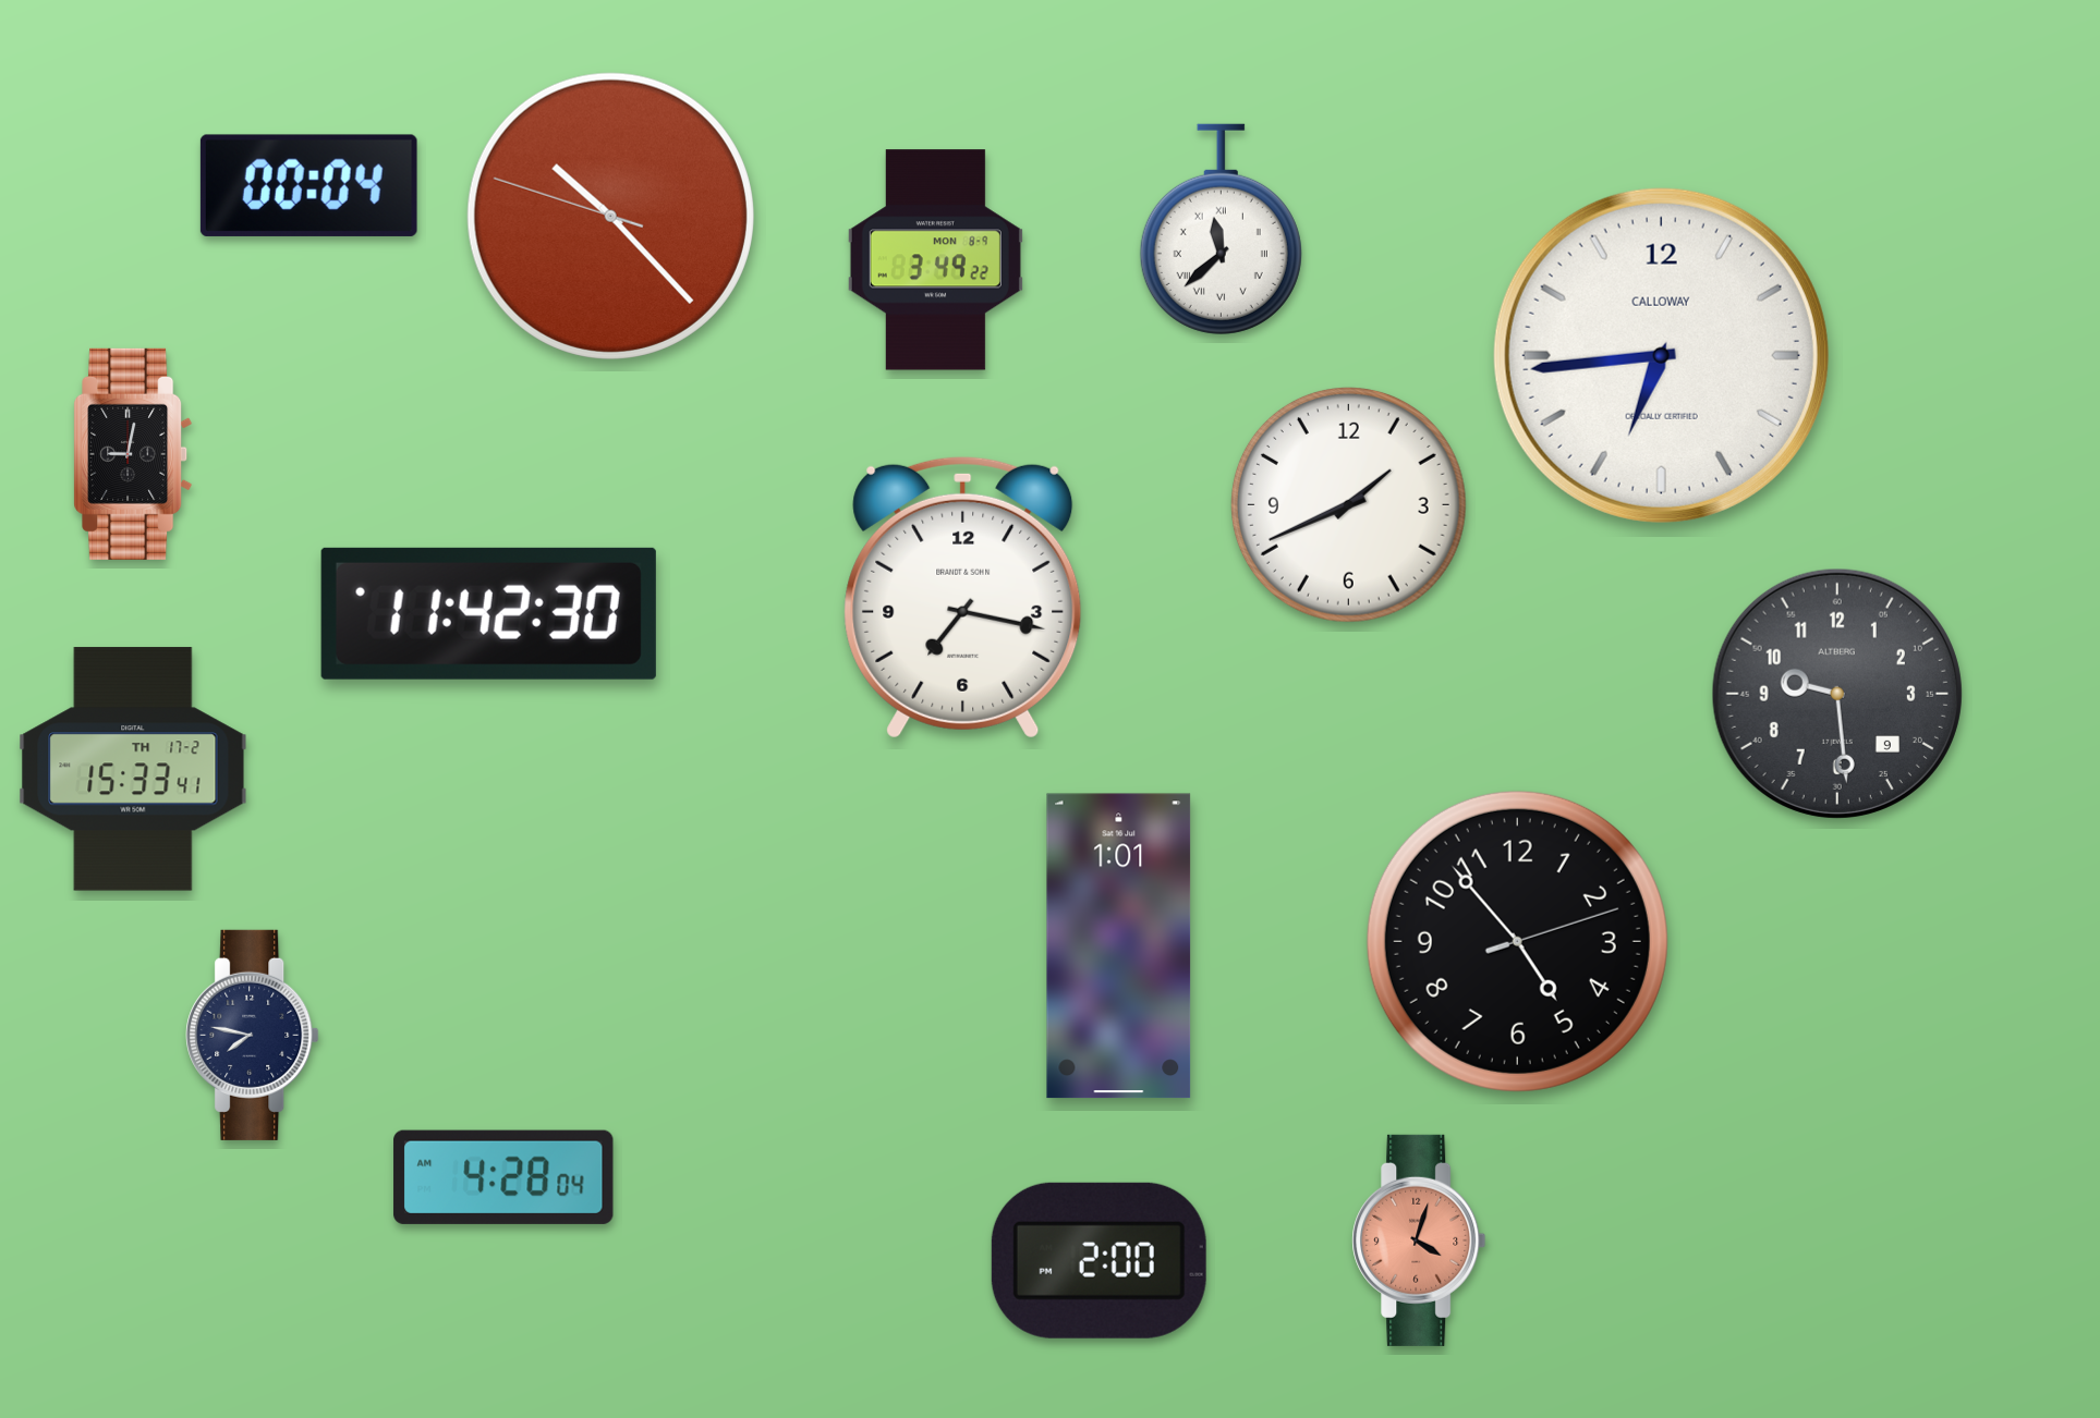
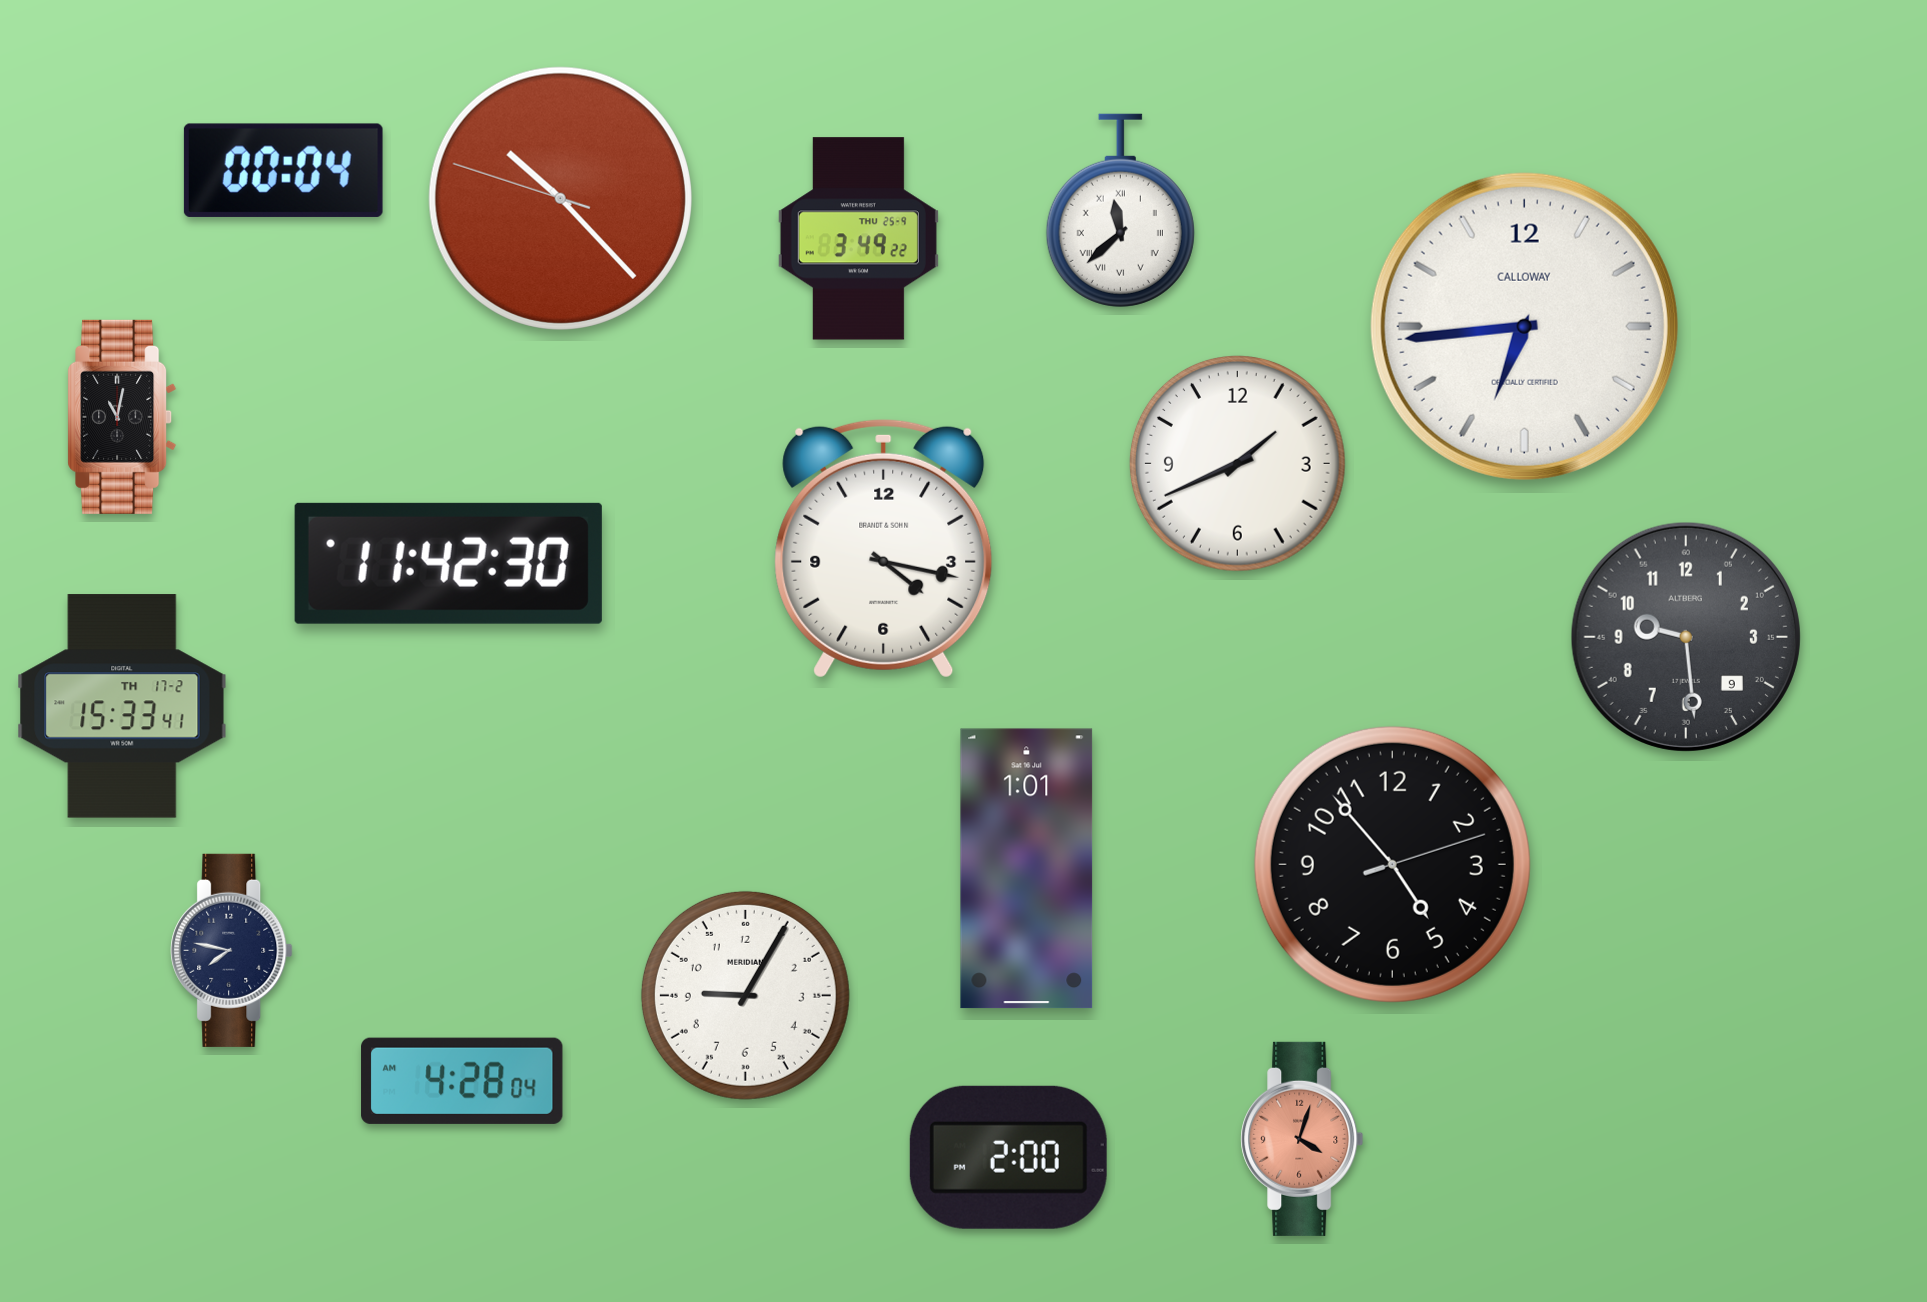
clock at (935, 260) date: MON 8-9 -> THU 25-9
clock at (133, 454): 9:02 -> 11:02
clock at (963, 597): 7:17 -> 4:17
clock at (745, 995): none -> 9:05
